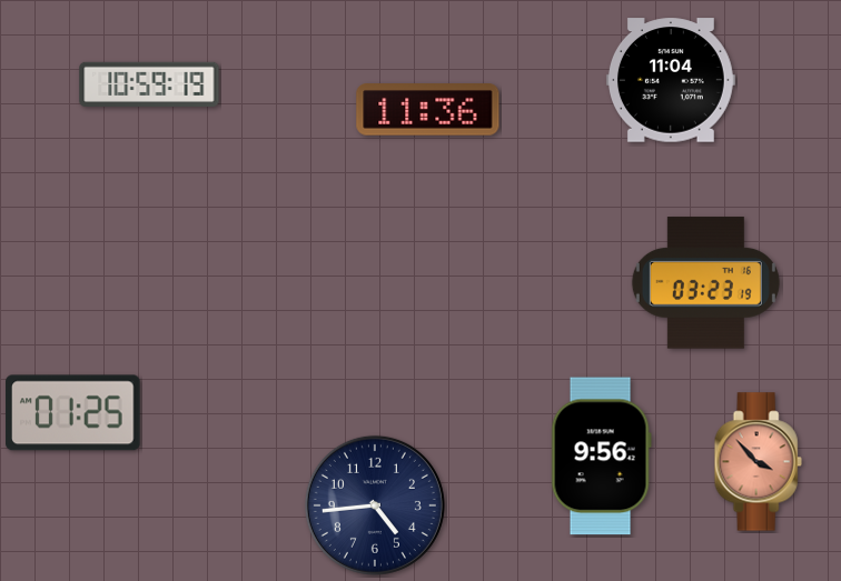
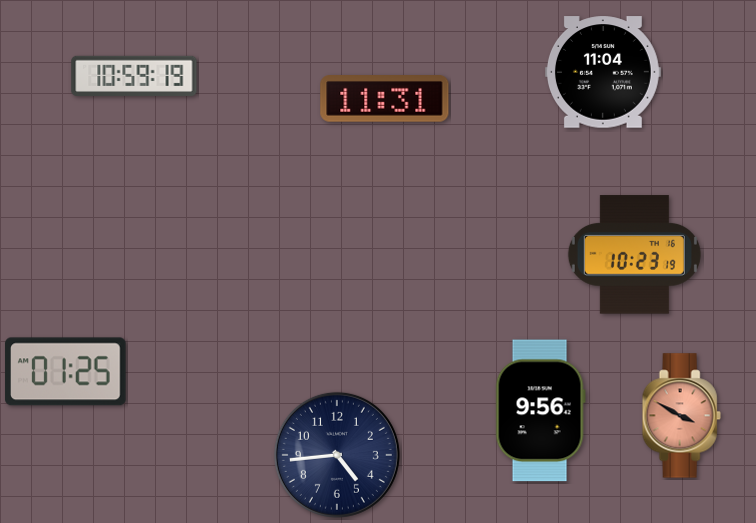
clock at (428, 110): 11:36 -> 11:31
clock at (705, 283): 03:23 -> 10:23
clock at (758, 462): 3:53 -> 3:50
